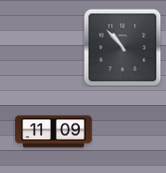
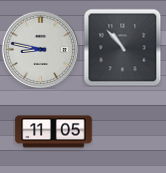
clock at (40, 49): none -> 8:47
clock at (54, 132): 11:09 -> 11:05
